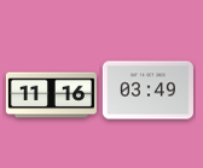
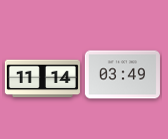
clock at (51, 95): 11:16 -> 11:14
